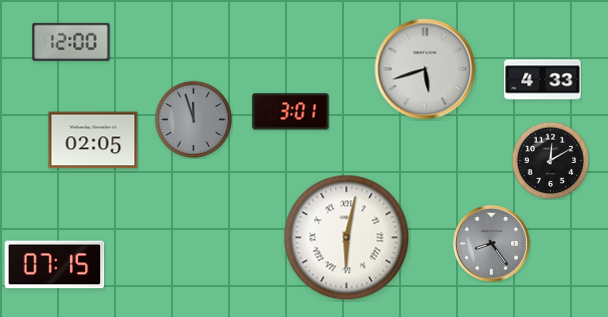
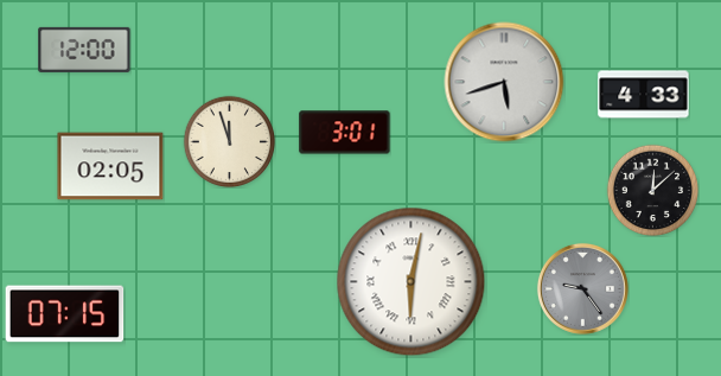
clock at (193, 119) dial: grey -> cream
clock at (550, 160): 12:10 -> 12:08
clock at (491, 243): 8:24 -> 9:24
